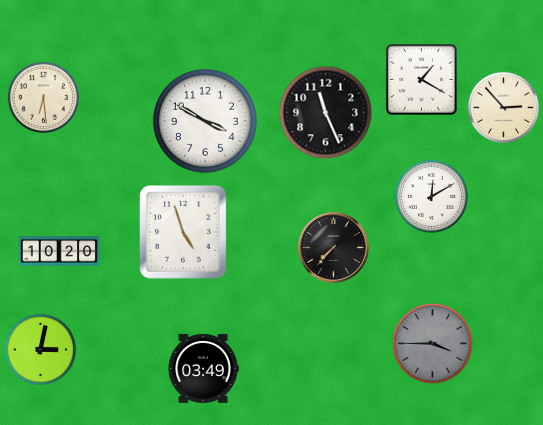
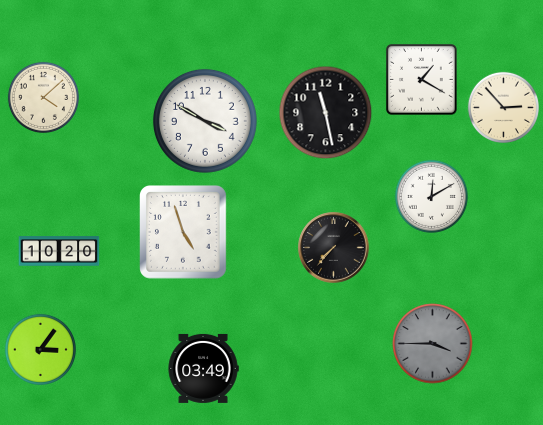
clock at (43, 97): 6:29 -> 4:08
clock at (326, 113): 11:26 -> 11:28
clock at (40, 349): 3:02 -> 3:06
